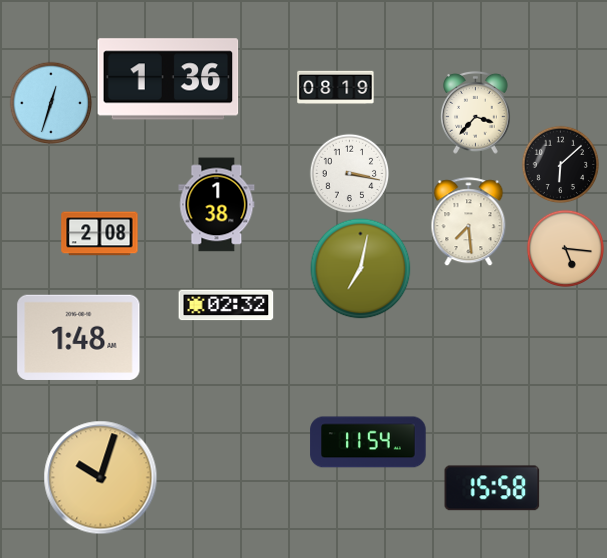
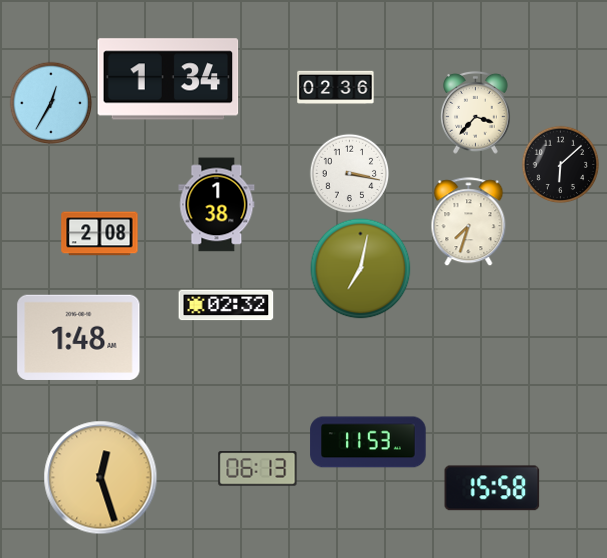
clock at (168, 79): 1:36 -> 1:34
clock at (336, 87): 08:19 -> 02:36
clock at (51, 103): 12:33 -> 12:35
clock at (469, 222): 7:29 -> 7:33
clock at (565, 248): 5:16 -> none
clock at (368, 442): 11:54 -> 11:53
clock at (258, 469): none -> 06:13
clock at (101, 478): 10:03 -> 12:27
